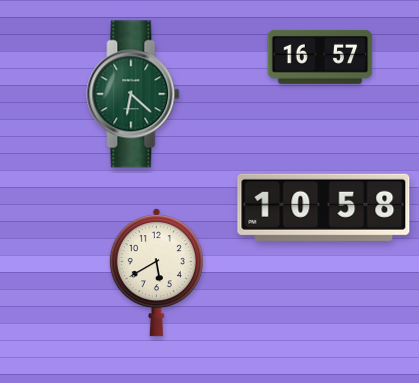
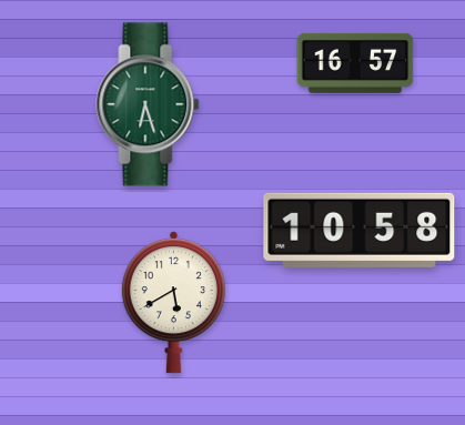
clock at (133, 94): 6:22 -> 6:27
